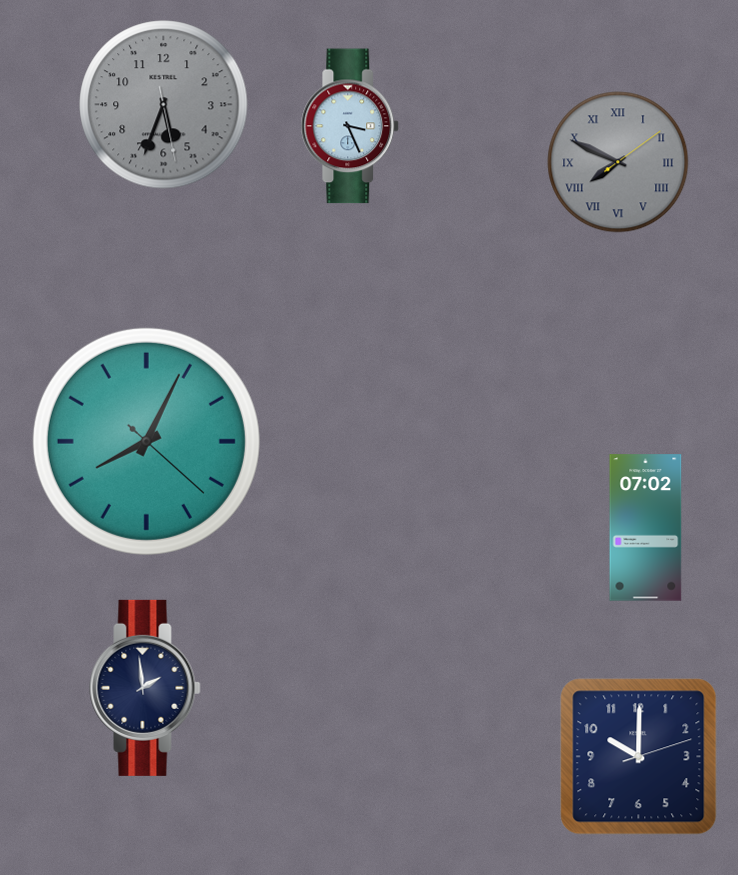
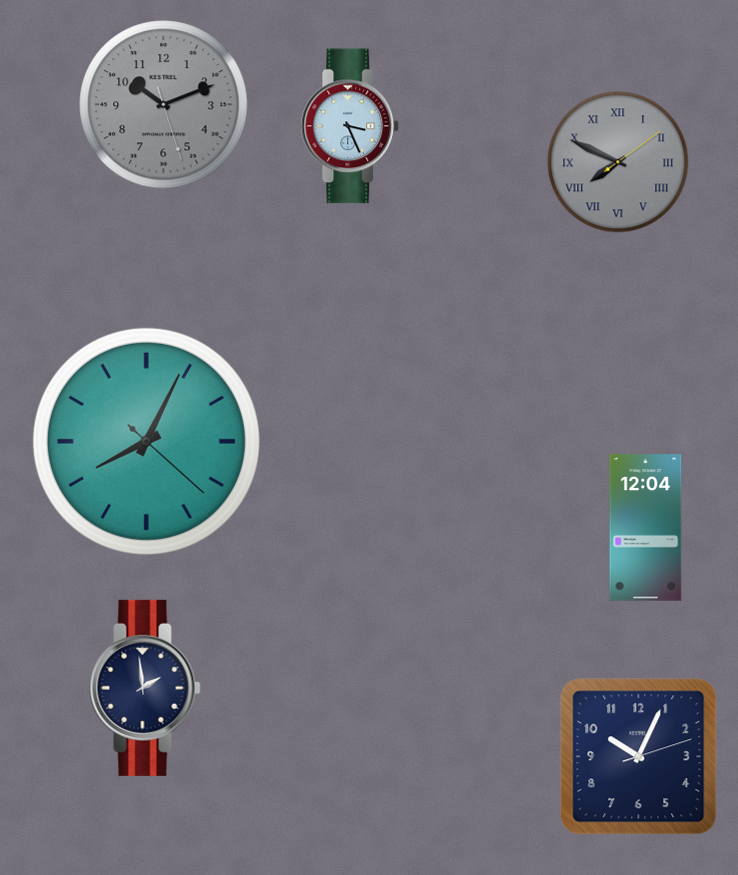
clock at (164, 105): 5:33 -> 10:11
clock at (646, 528): 07:02 -> 12:04
clock at (639, 757): 10:00 -> 10:04
